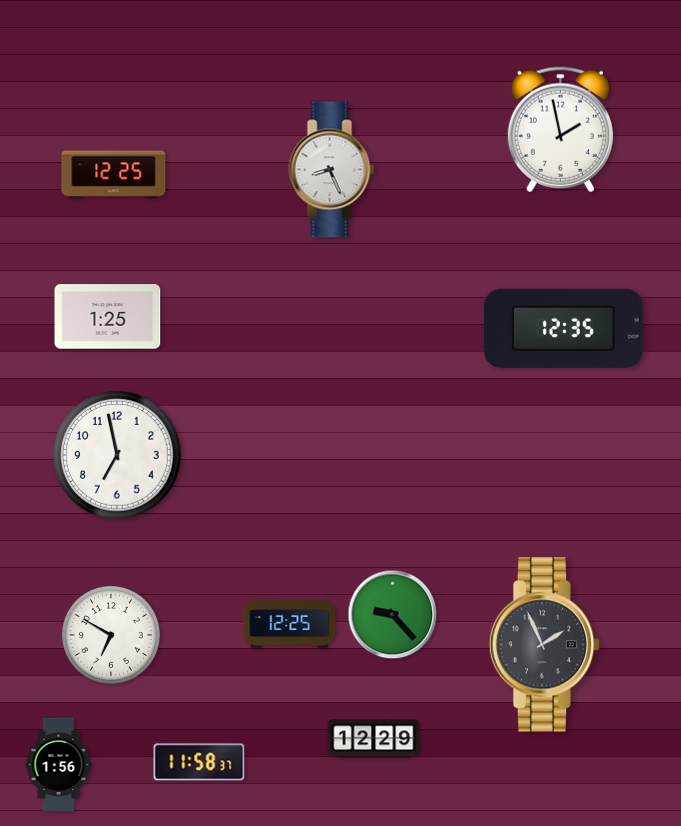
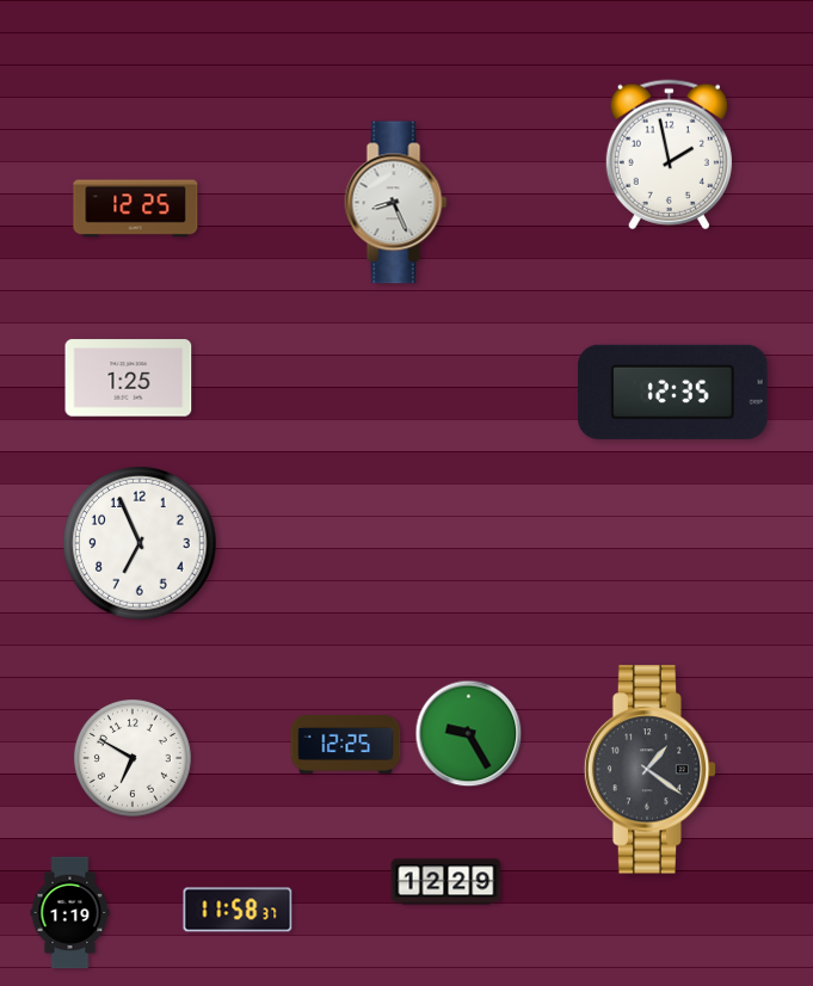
clock at (117, 455): 6:58 -> 6:56
clock at (393, 615): 9:23 -> 9:25
clock at (545, 645): 1:56 -> 1:21
clock at (59, 765): 1:56 -> 1:19
